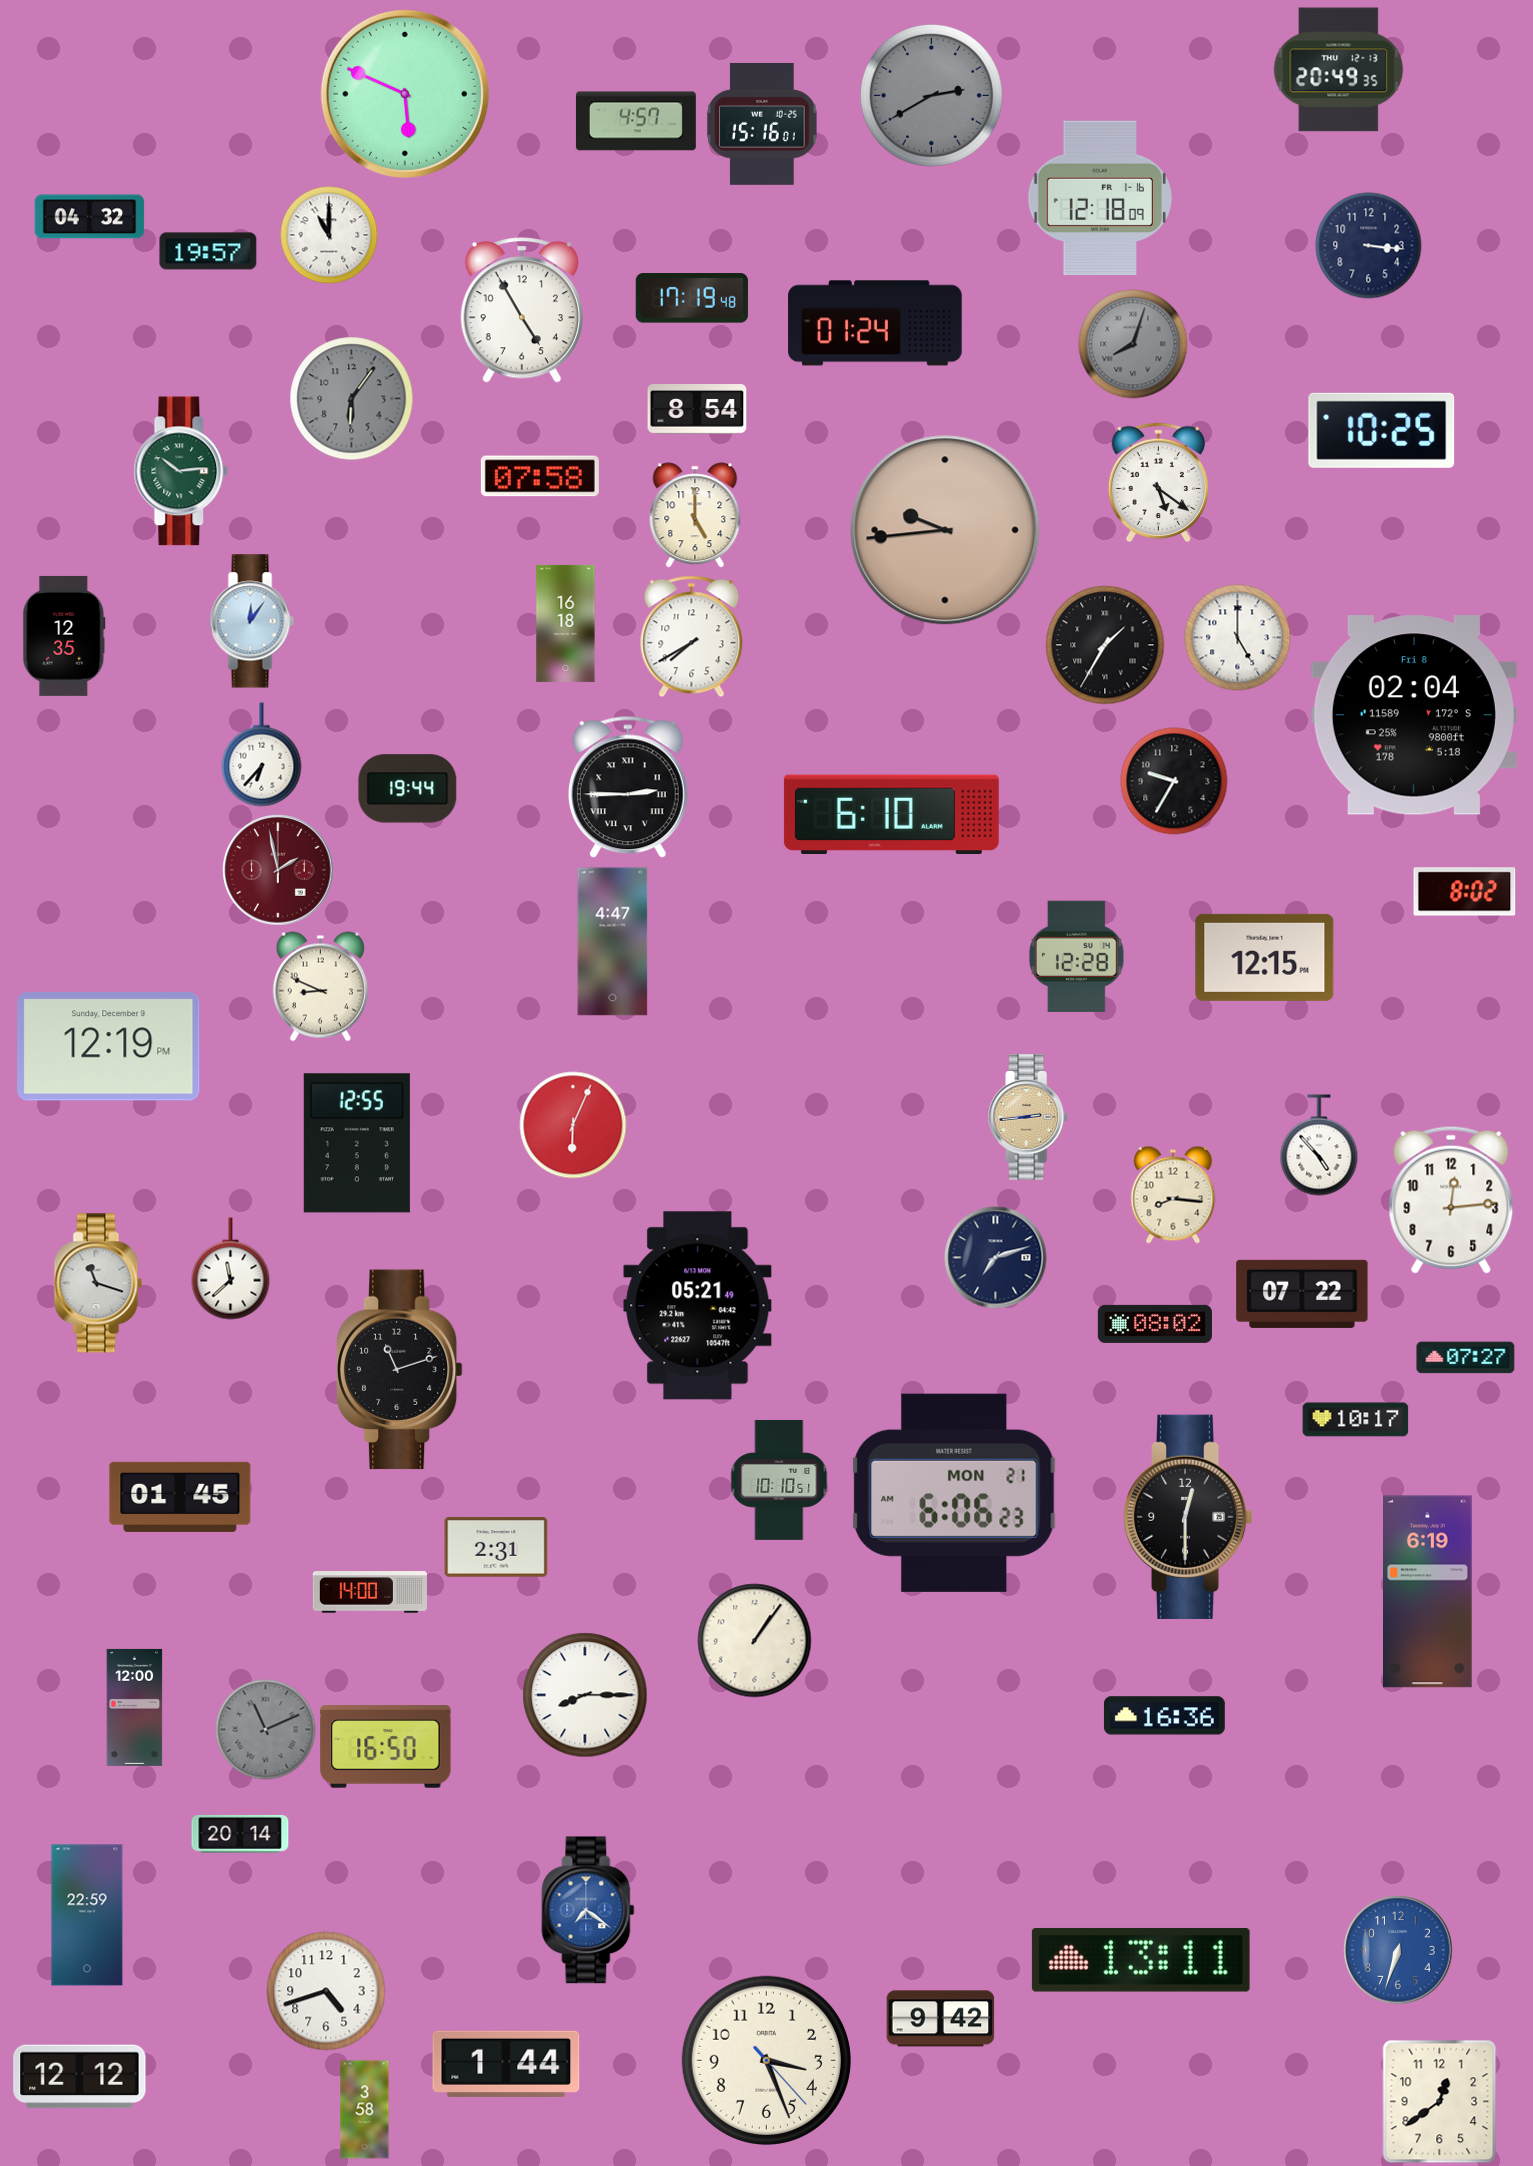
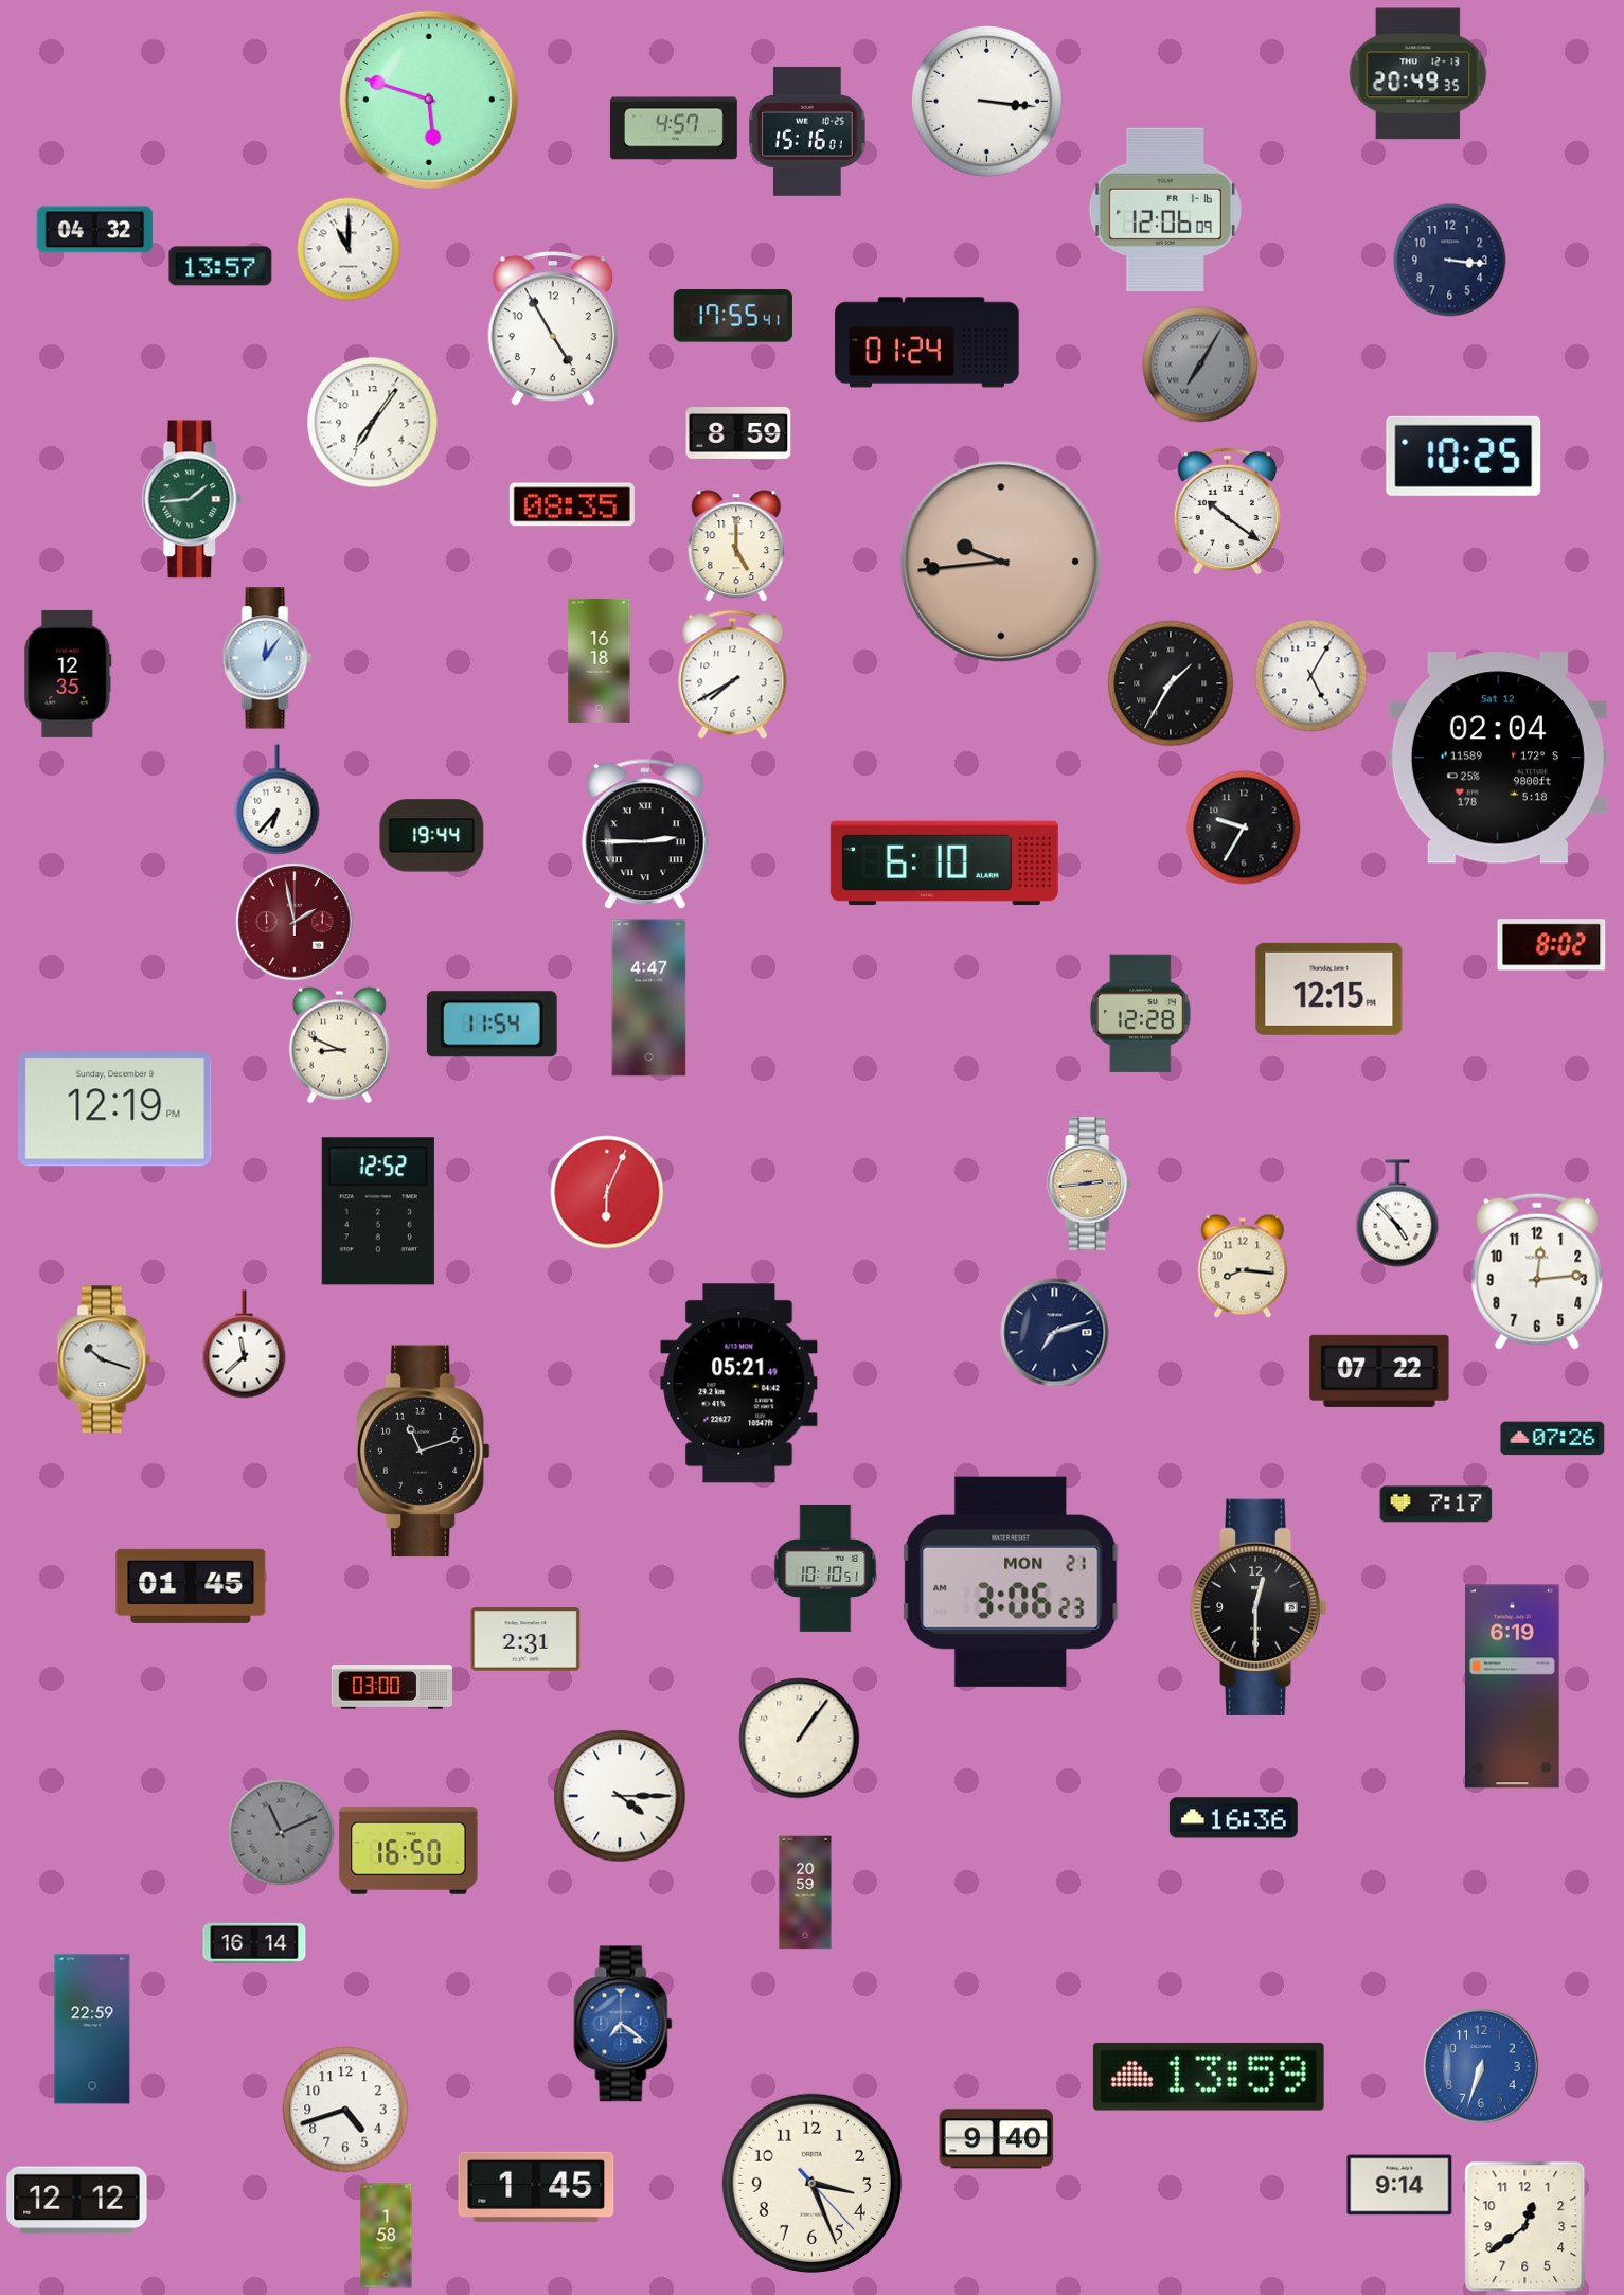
clock at (405, 94): 5:49 -> 5:48
clock at (931, 95): 2:40 -> 3:16
clock at (931, 95) dial: grey -> white
clock at (1100, 198): 12:18 -> 12:06
clock at (208, 251): 19:57 -> 13:57
clock at (692, 298): 17:19 -> 17:55
clock at (1133, 344): 8:03 -> 7:05
clock at (352, 399): 6:06 -> 7:06
clock at (352, 399) dial: grey -> white
clock at (697, 410): 8:54 -> 8:59
clock at (181, 471): 10:14 -> 1:44
clock at (540, 476): 07:58 -> 08:35
clock at (1158, 483): 5:21 -> 10:21
clock at (1238, 638): 5:00 -> 5:05
clock at (1414, 715) date: Fri 8 -> Sat 12
clock at (628, 787) position: (628, 787) -> (645, 834)
clock at (1265, 957) position: (1265, 957) -> (1329, 989)
clock at (492, 1025): none -> 11:54
clock at (357, 1143): 12:55 -> 12:52
clock at (98, 1283): 11:18 -> 10:18
clock at (1155, 1324): 08:02 -> none
clock at (1466, 1358): 07:27 -> 07:26
clock at (1356, 1420): 10:17 -> 7:17
clock at (954, 1493): 6:06 -> 3:06
clock at (370, 1592): 14:00 -> 03:00
clock at (585, 1695): 8:15 -> 4:15
clock at (135, 1707): 12:00 -> none
clock at (805, 1892): none -> 20:59
clock at (240, 1834): 20:14 -> 16:14
clock at (1141, 1960): 13:11 -> 13:59
clock at (941, 2019): 9:42 -> 9:40
clock at (1399, 2185): none -> 9:14
clock at (506, 2064): 1:44 -> 1:45
clock at (80, 2077) position: (80, 2077) -> (77, 2201)
clock at (365, 2110): 3:58 -> 1:58
